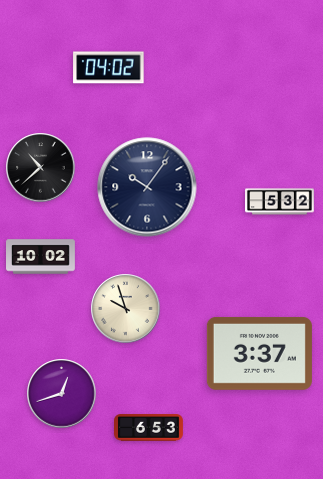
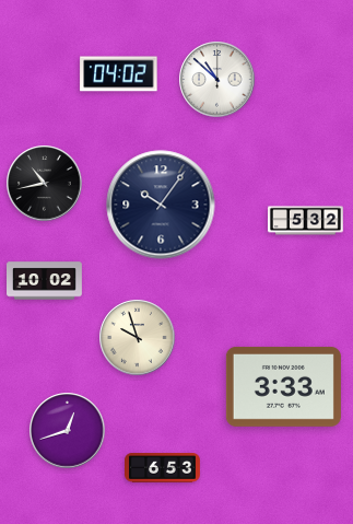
clock at (217, 80): none -> 10:52
clock at (41, 168): 10:38 -> 10:43
clock at (259, 353): 3:37 -> 3:33
